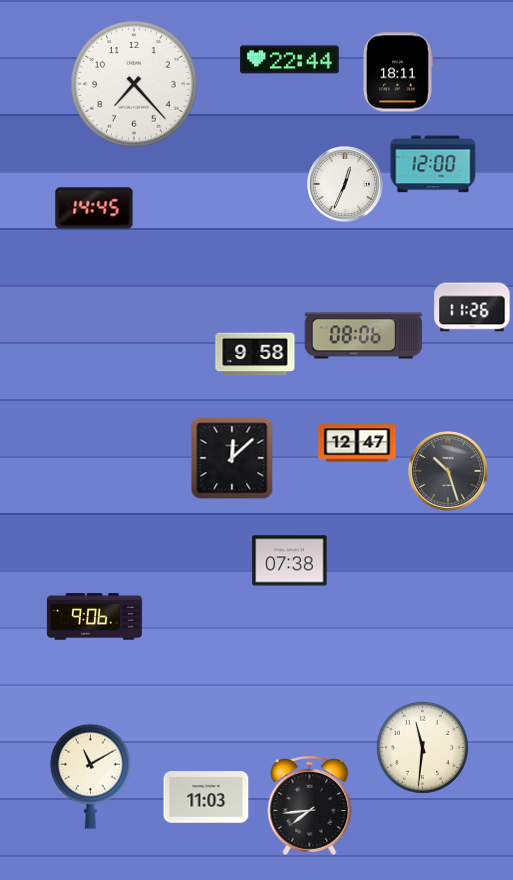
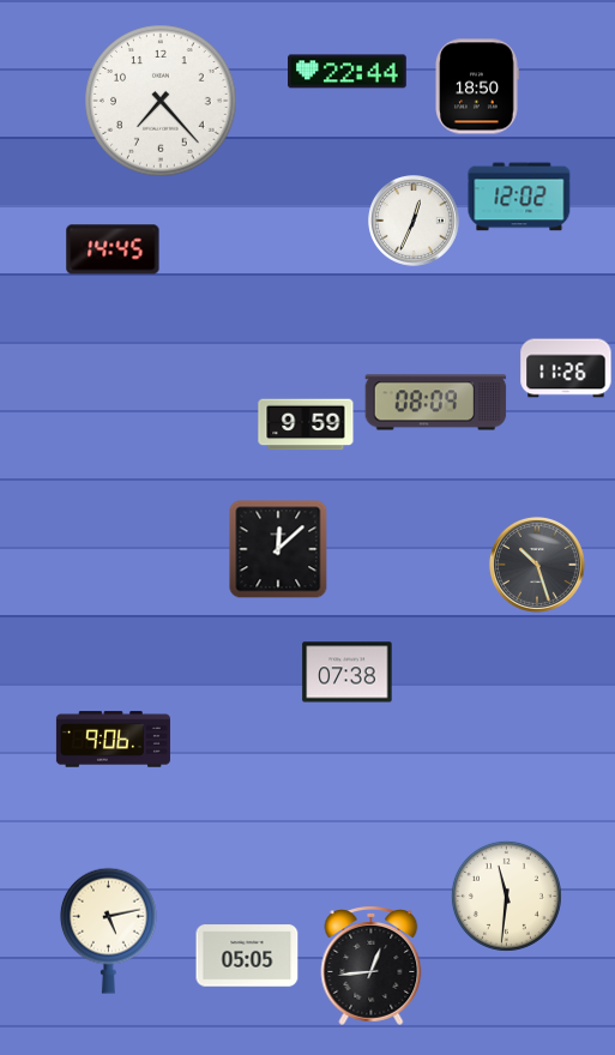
clock at (398, 72): 18:11 -> 18:50
clock at (433, 164): 12:00 -> 12:02
clock at (364, 336): 08:06 -> 08:09
clock at (255, 354): 9:58 -> 9:59
clock at (357, 443): 12:47 -> none
clock at (90, 776): 11:10 -> 5:13
clock at (206, 797): 11:03 -> 05:05
clock at (310, 806): 7:44 -> 12:44
